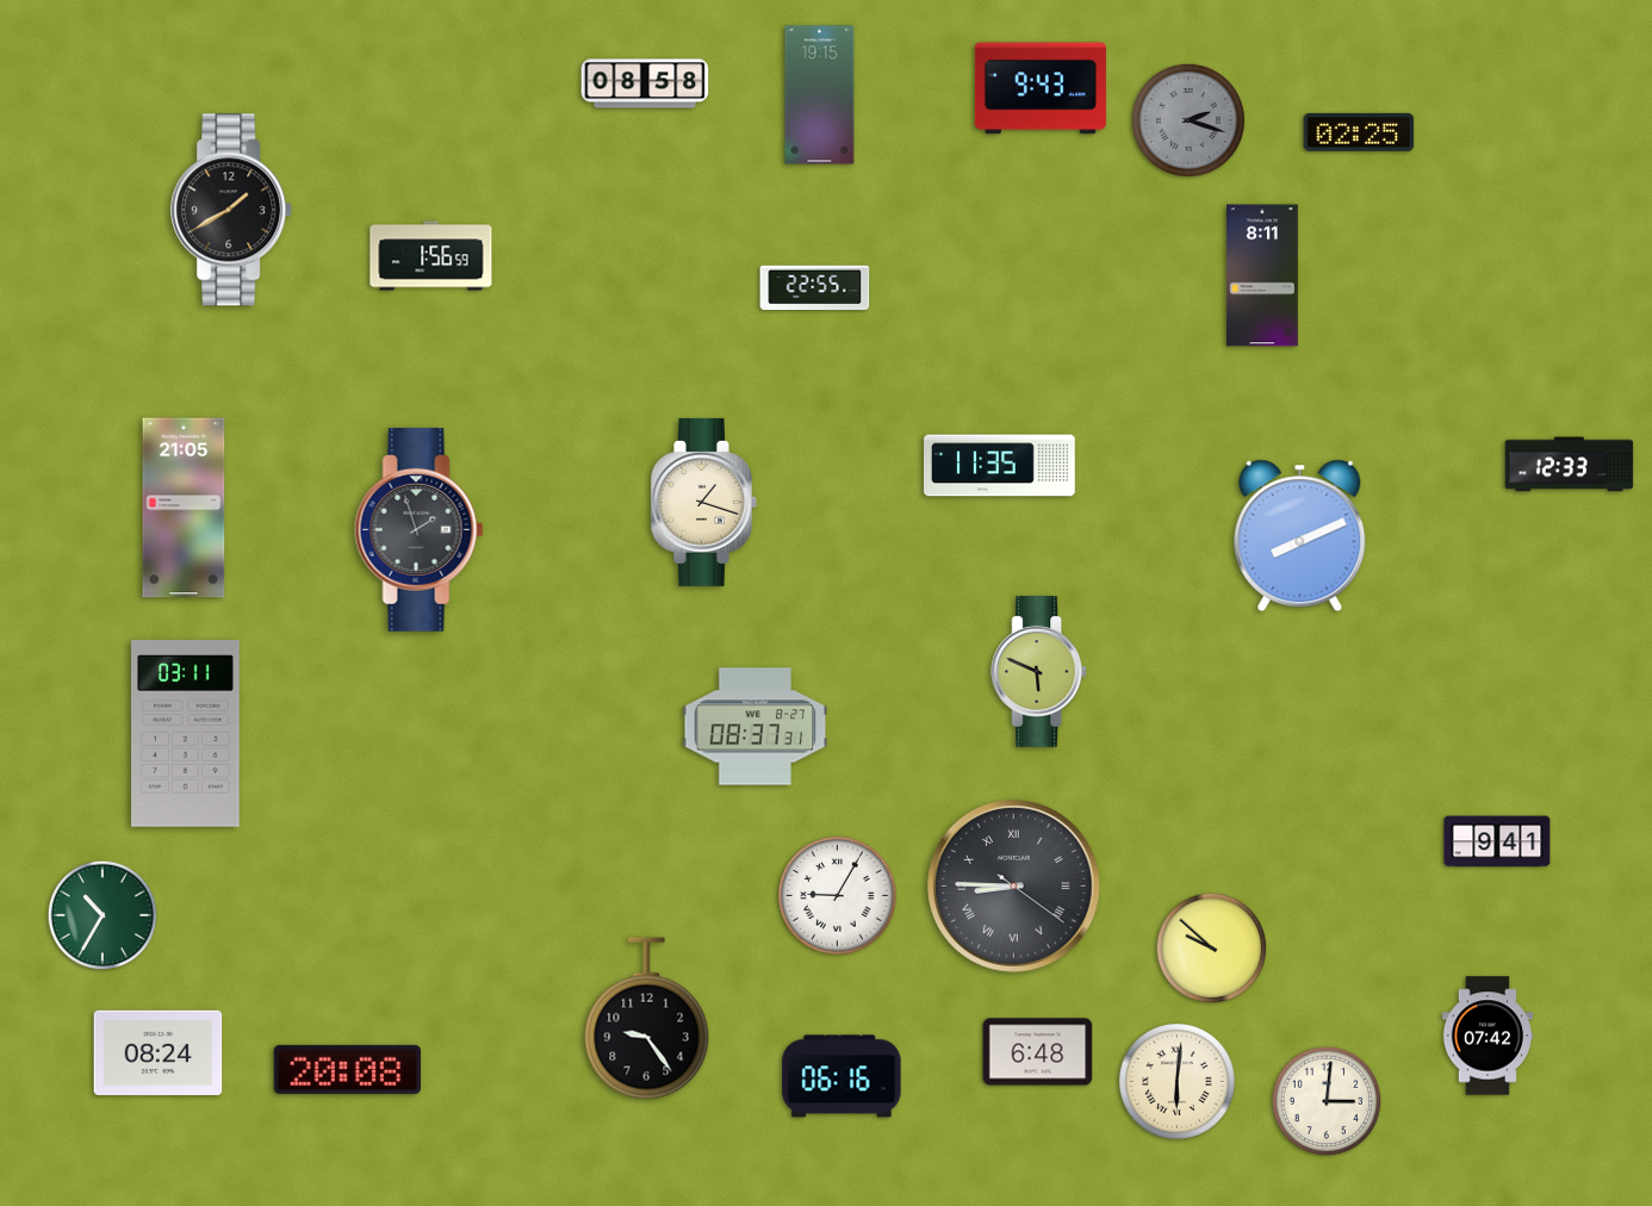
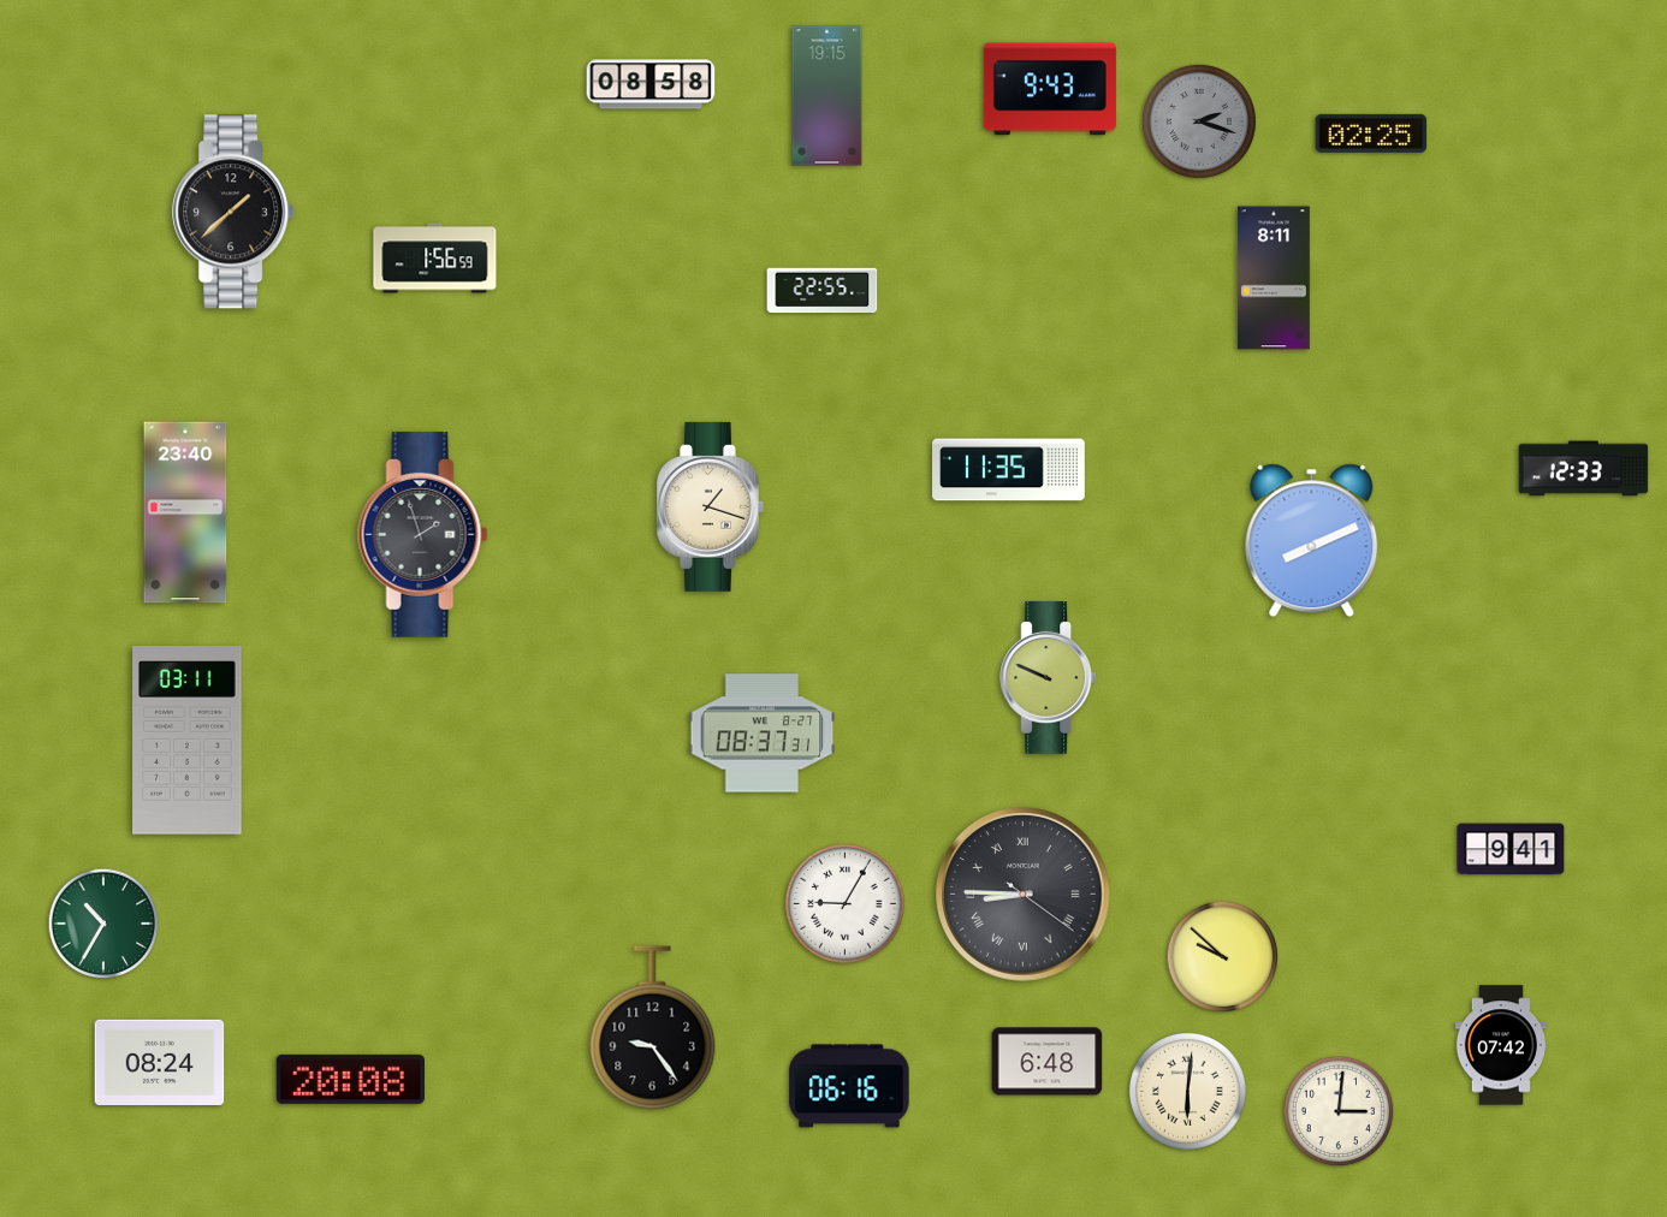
clock at (232, 210): 1:40 -> 1:38
clock at (184, 508): 21:05 -> 23:40
clock at (1039, 672): 5:49 -> 9:49
